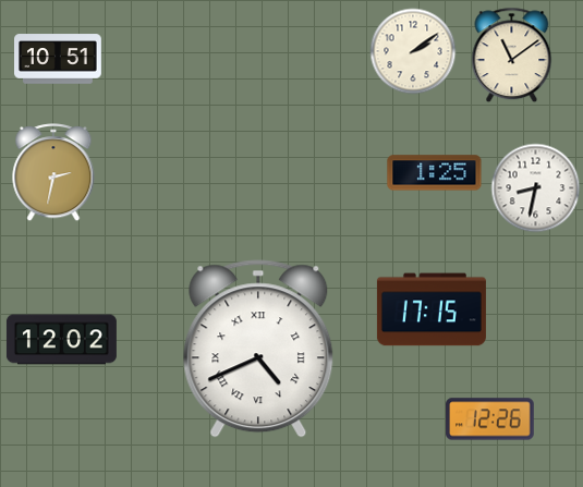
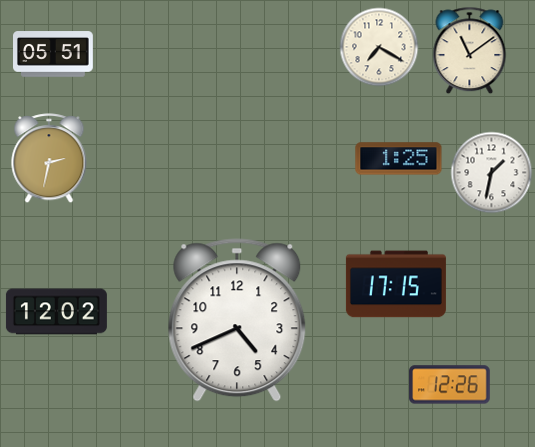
clock at (413, 51): 2:09 -> 7:20
clock at (58, 59): 10:51 -> 05:51
clock at (536, 188): 8:32 -> 1:32
clock at (258, 349) numerals: Roman -> Arabic
